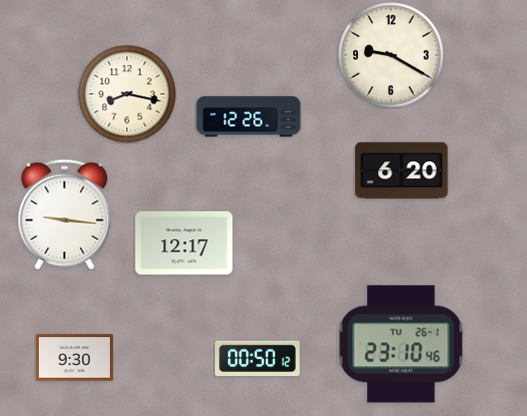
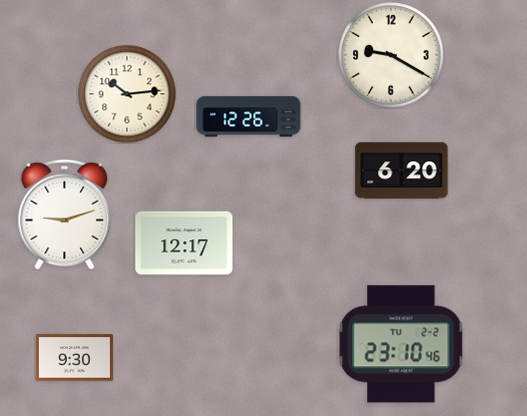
clock at (127, 94): 8:17 -> 10:14
clock at (65, 214): 9:16 -> 9:12
clock at (401, 344) date: TU 26-1 -> TU 2-2
clock at (258, 359): 00:50 -> none
